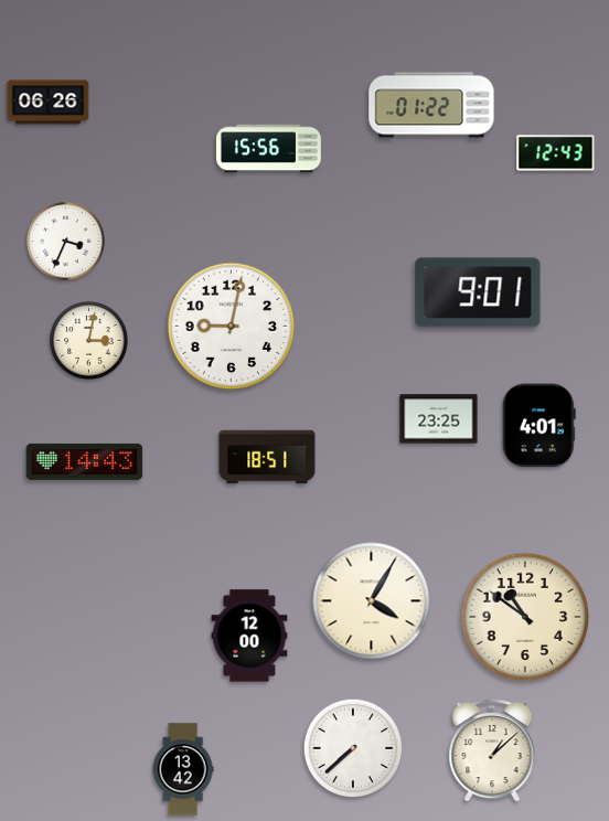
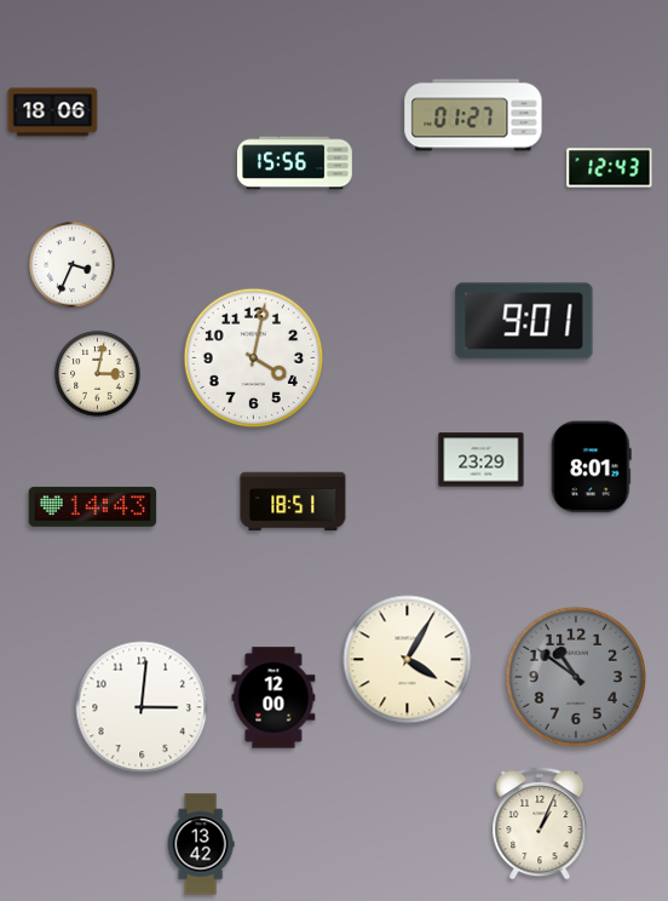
clock at (49, 103): 06:26 -> 18:06
clock at (431, 105): 01:22 -> 01:27
clock at (232, 327): 9:02 -> 4:02
clock at (439, 419): 23:25 -> 23:29
clock at (538, 426): 4:01 -> 8:01
clock at (524, 616) dial: cream -> grey
clock at (142, 707): none -> 3:01
clock at (353, 748): 7:38 -> none
clock at (492, 750): 1:08 -> 1:04
